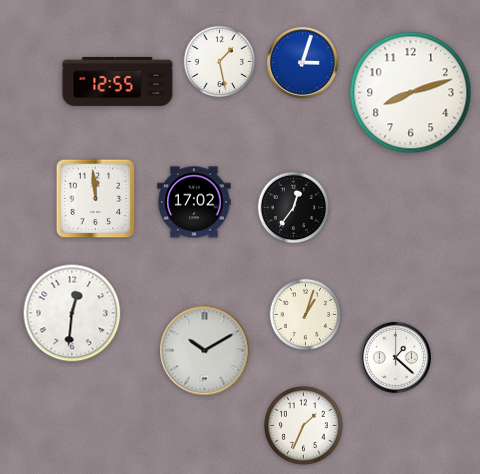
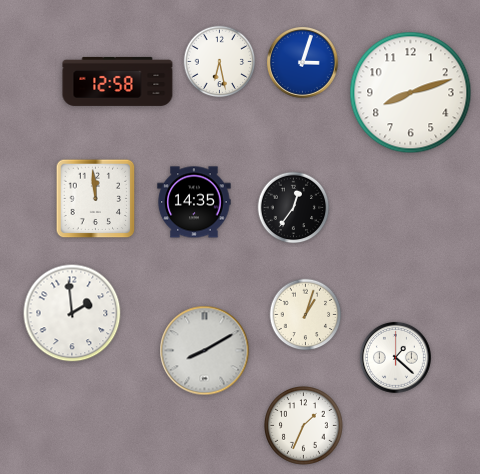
clock at (220, 62): 1:28 -> 6:28
clock at (118, 81): 12:55 -> 12:58
clock at (194, 202): 17:02 -> 14:35
clock at (72, 313): 12:31 -> 1:59
clock at (205, 351): 10:10 -> 8:10
